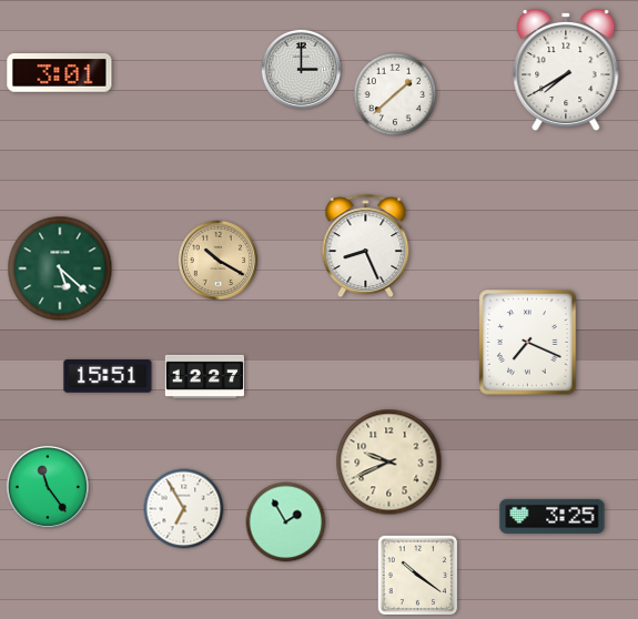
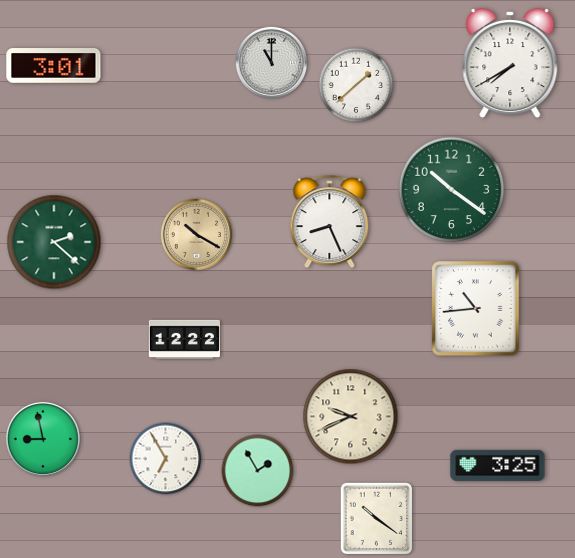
clock at (301, 69): 3:00 -> 11:00
clock at (452, 190): none -> 10:21
clock at (60, 268): 5:22 -> 2:22
clock at (528, 343): 7:19 -> 10:44
clock at (108, 376): 15:51 -> none
clock at (204, 376): 12:27 -> 12:22
clock at (48, 487): 11:24 -> 8:58
